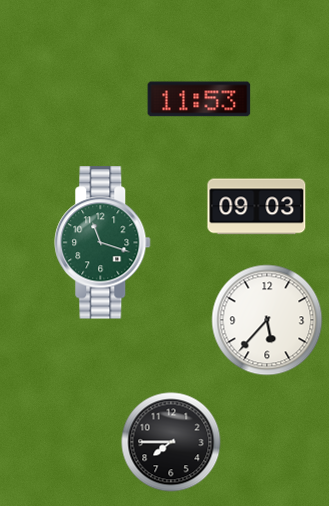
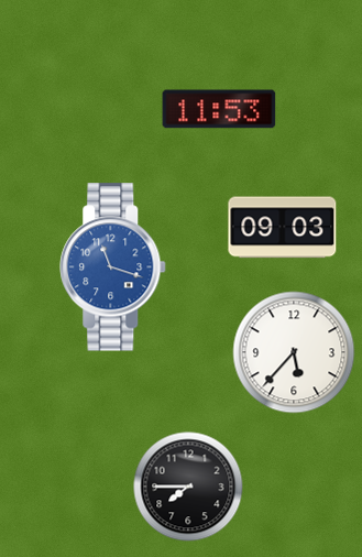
clock at (103, 243) dial: green -> blue
